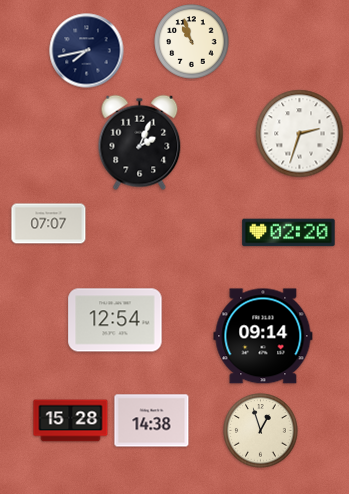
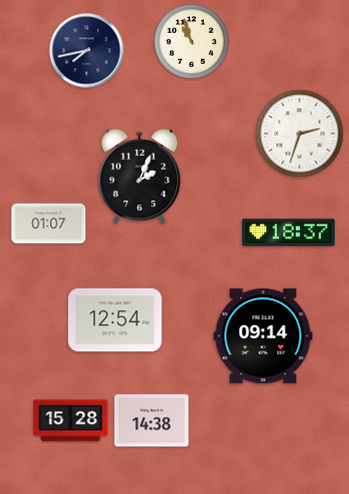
clock at (140, 143) position: (140, 143) -> (140, 177)
clock at (49, 224): 07:07 -> 01:07
clock at (289, 233): 02:20 -> 18:37
clock at (261, 431): 12:57 -> none
